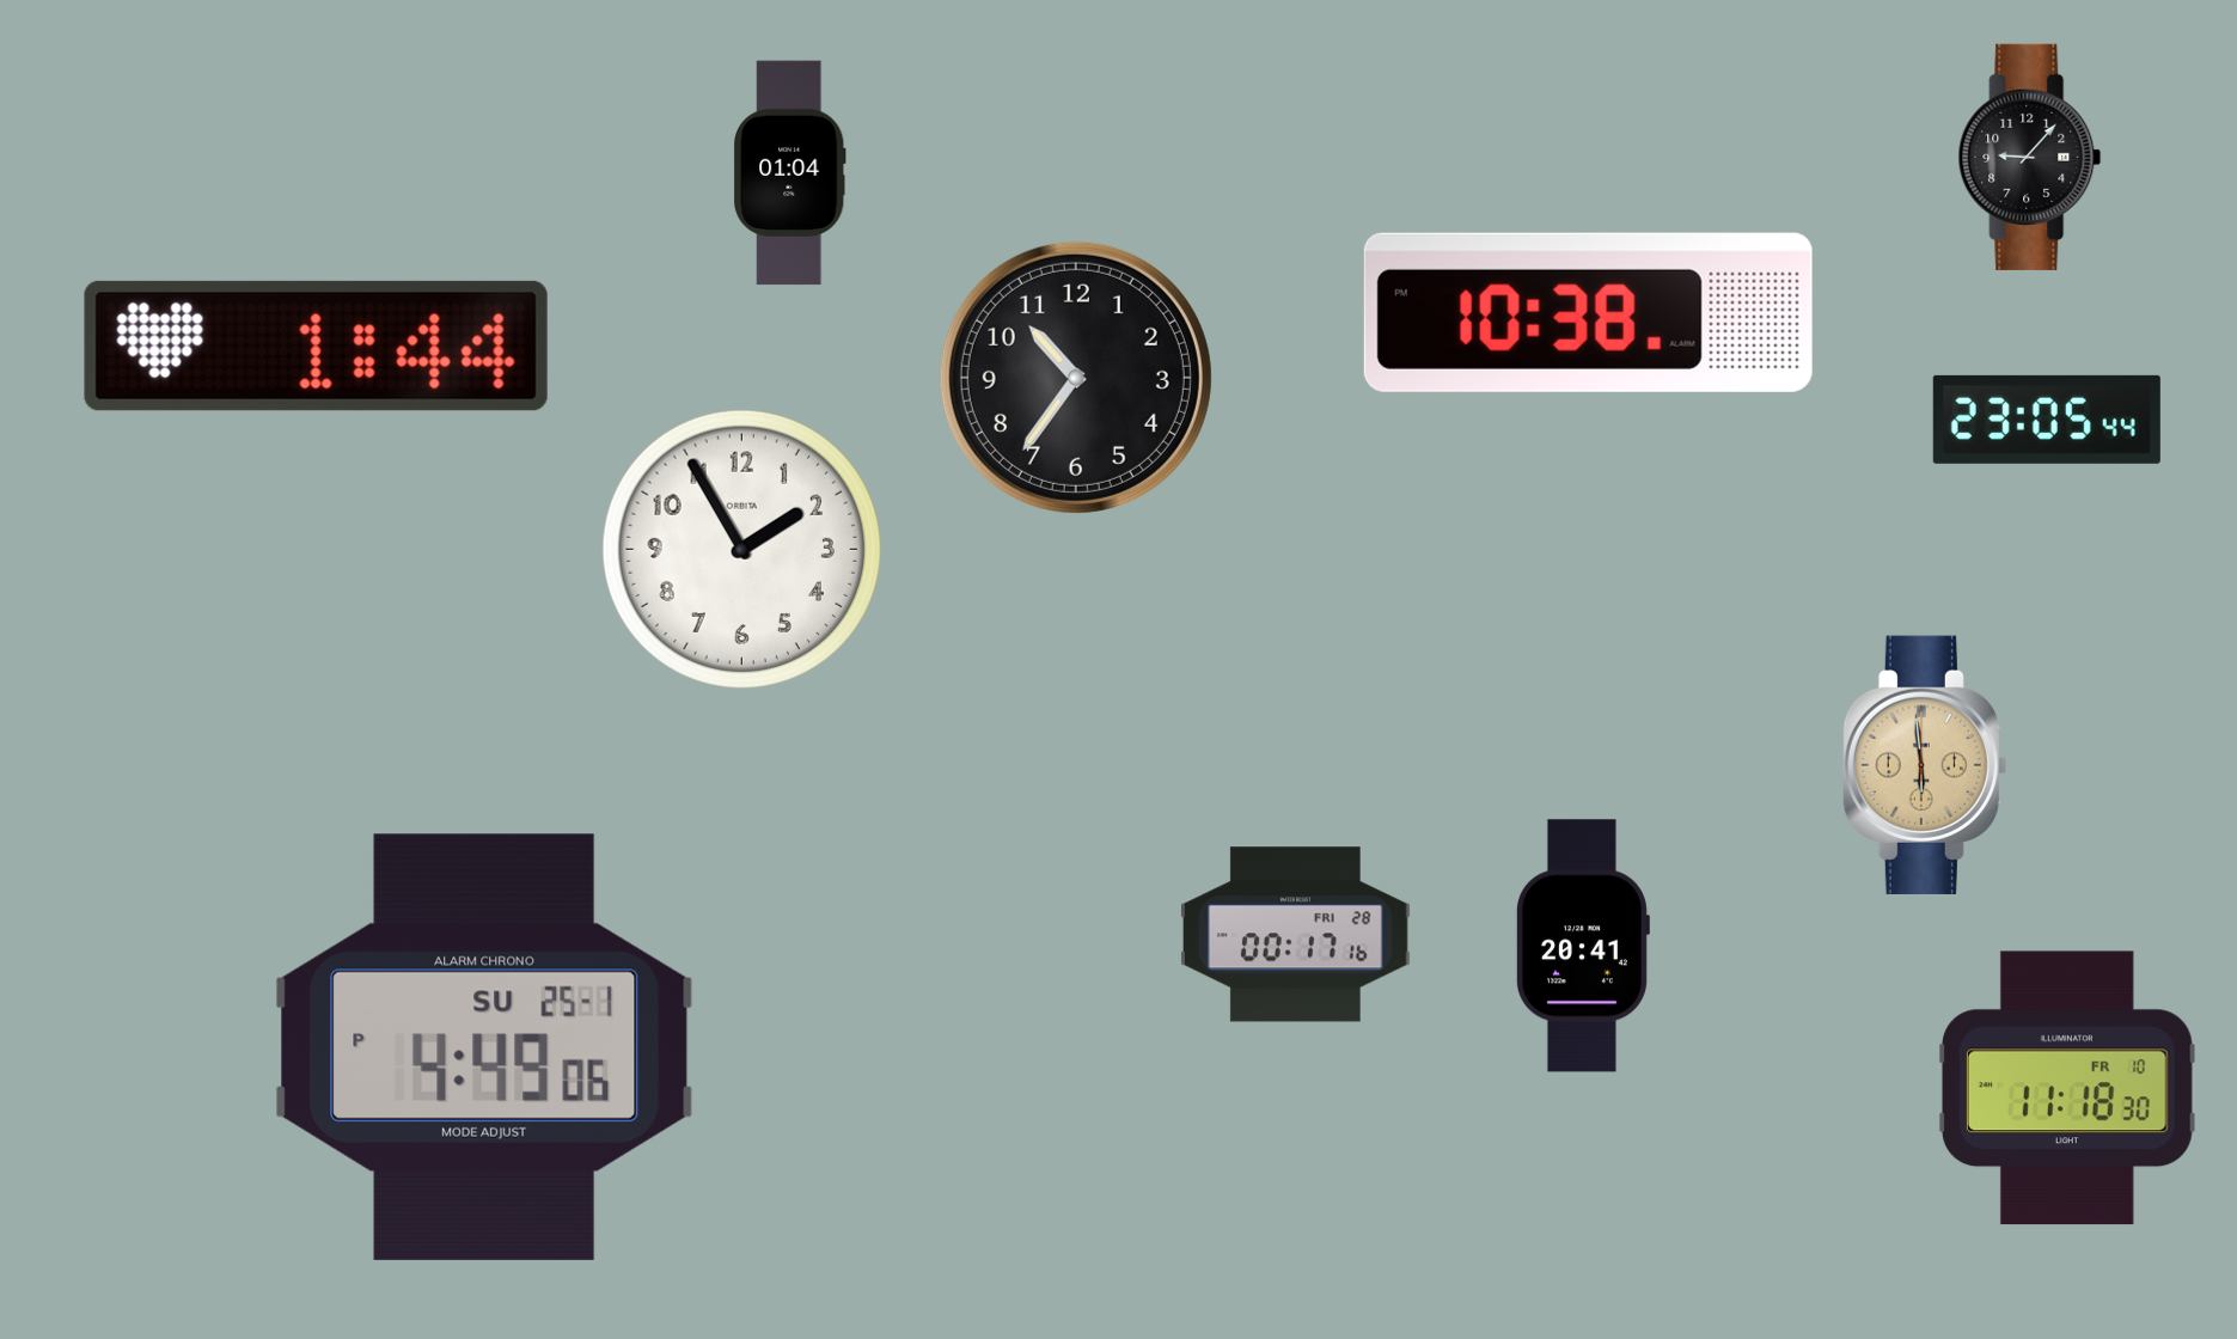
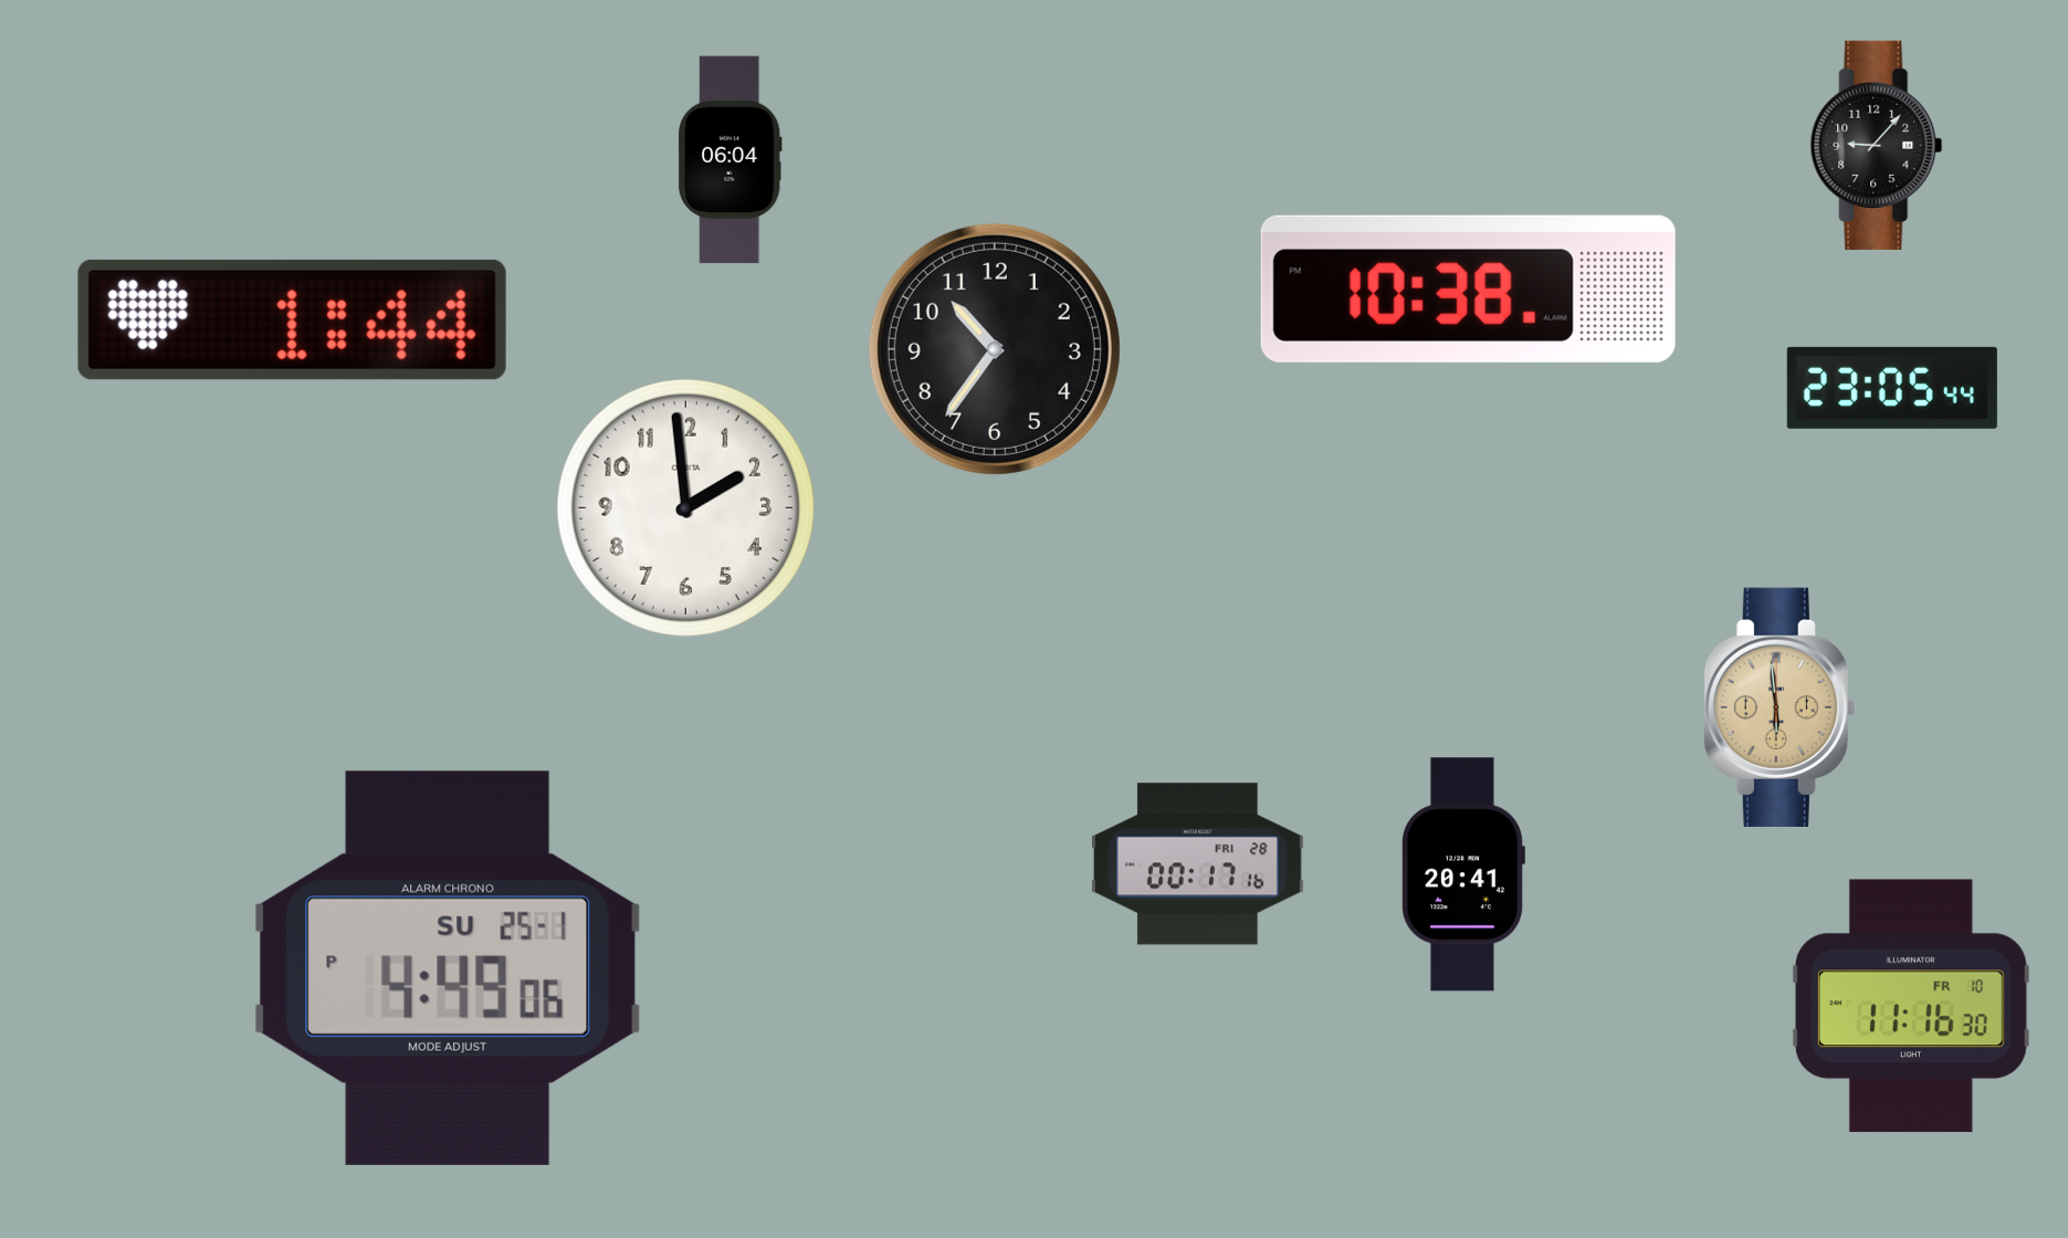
clock at (789, 173): 01:04 -> 06:04
clock at (741, 549): 1:55 -> 1:59
clock at (2067, 1088): 11:18 -> 11:16
